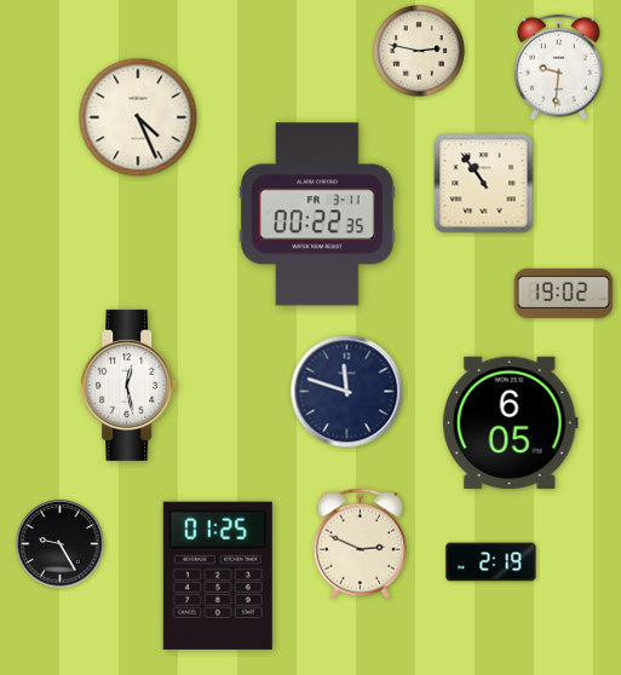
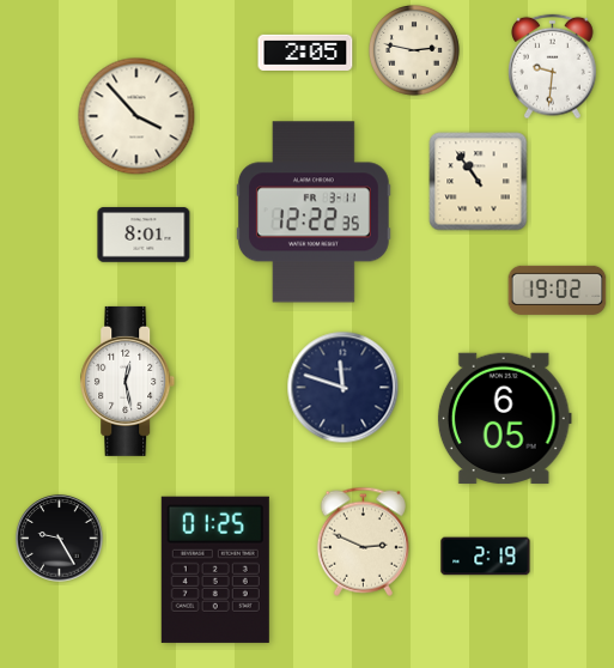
clock at (305, 53): none -> 2:05
clock at (138, 117): 4:26 -> 3:53
clock at (317, 214): 00:22 -> 12:22
clock at (144, 235): none -> 8:01
clock at (360, 543) position: (360, 543) -> (363, 541)
